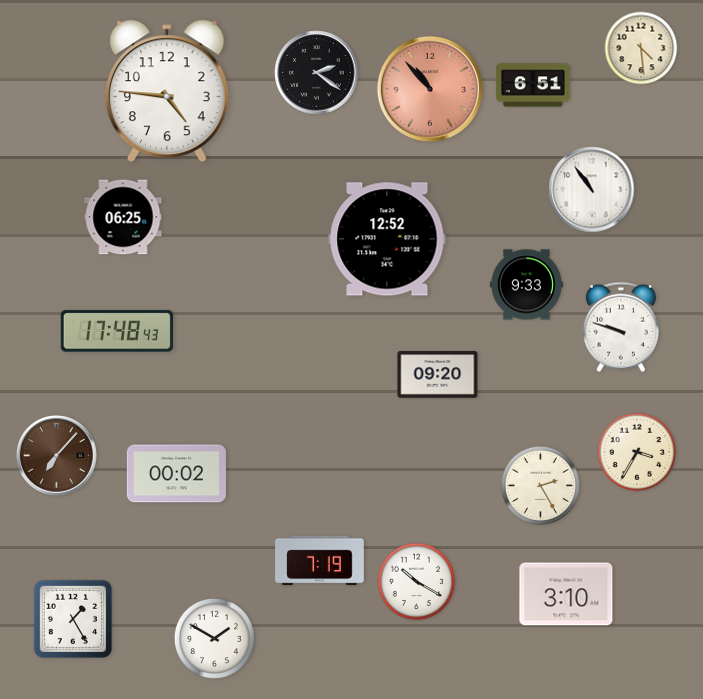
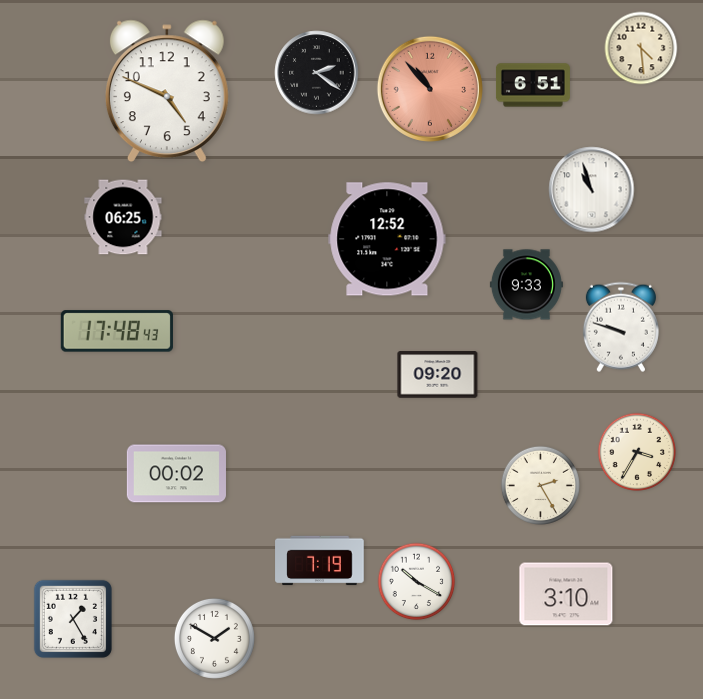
clock at (167, 91): 4:46 -> 4:49
clock at (592, 190): 10:54 -> 10:57
clock at (57, 456): 7:07 -> none
